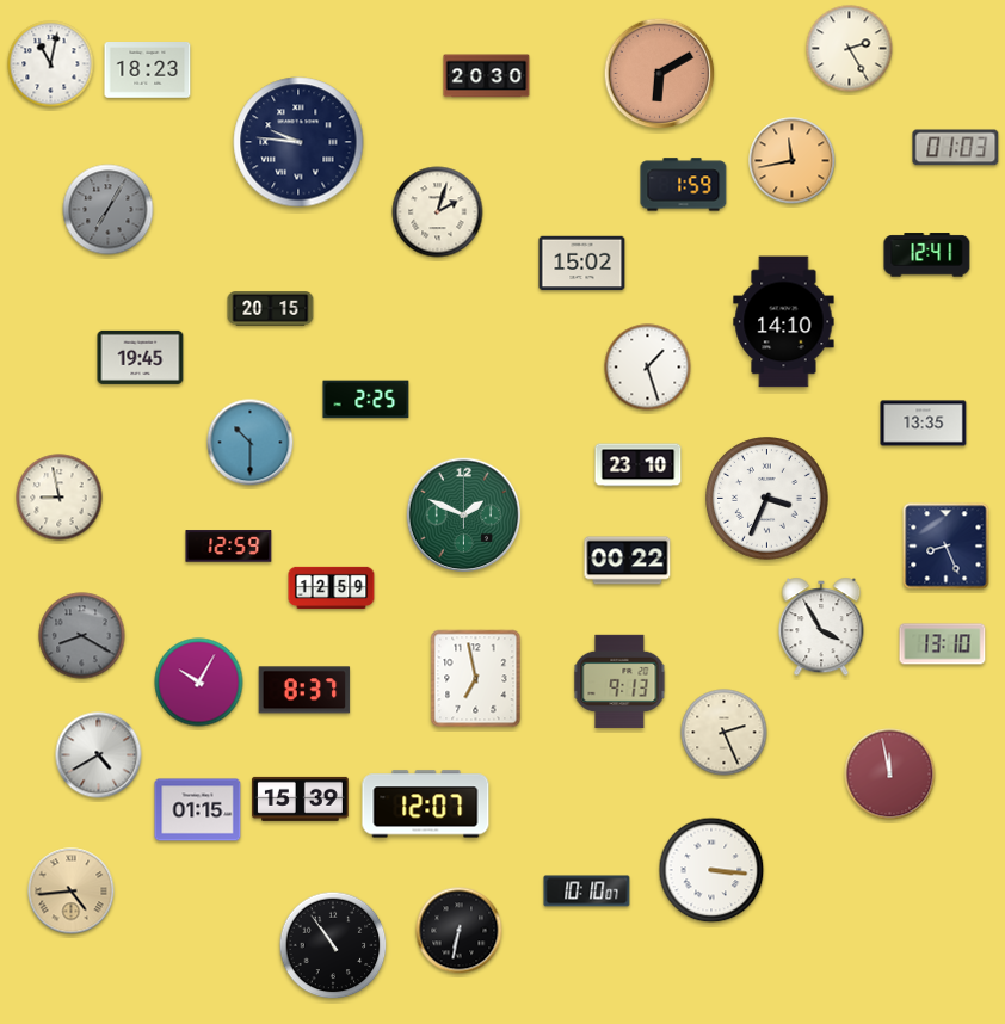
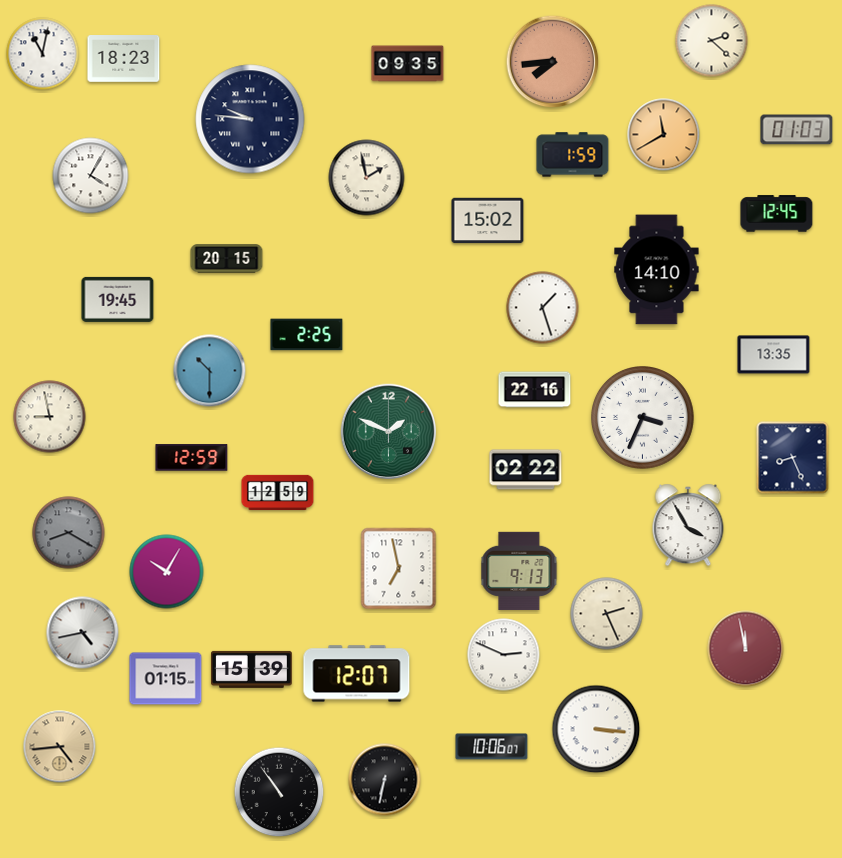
clock at (850, 49): 2:25 -> 2:22
clock at (660, 74): 6:10 -> 7:44
clock at (487, 76): 20:30 -> 09:35
clock at (956, 148) position: (956, 148) -> (797, 130)
clock at (793, 161): 11:43 -> 11:40
clock at (109, 210): 7:05 -> 4:05
clock at (109, 210) dial: grey -> white
clock at (438, 212): 2:03 -> 1:58
clock at (927, 255): 12:41 -> 12:45
clock at (639, 465): 23:10 -> 22:16
clock at (628, 561): 00:22 -> 02:22
clock at (943, 644): 13:10 -> none
clock at (304, 690): 8:37 -> none
clock at (99, 755): 4:40 -> 4:43
clock at (504, 655): none -> 2:49
clock at (587, 892): 10:10 -> 10:06
